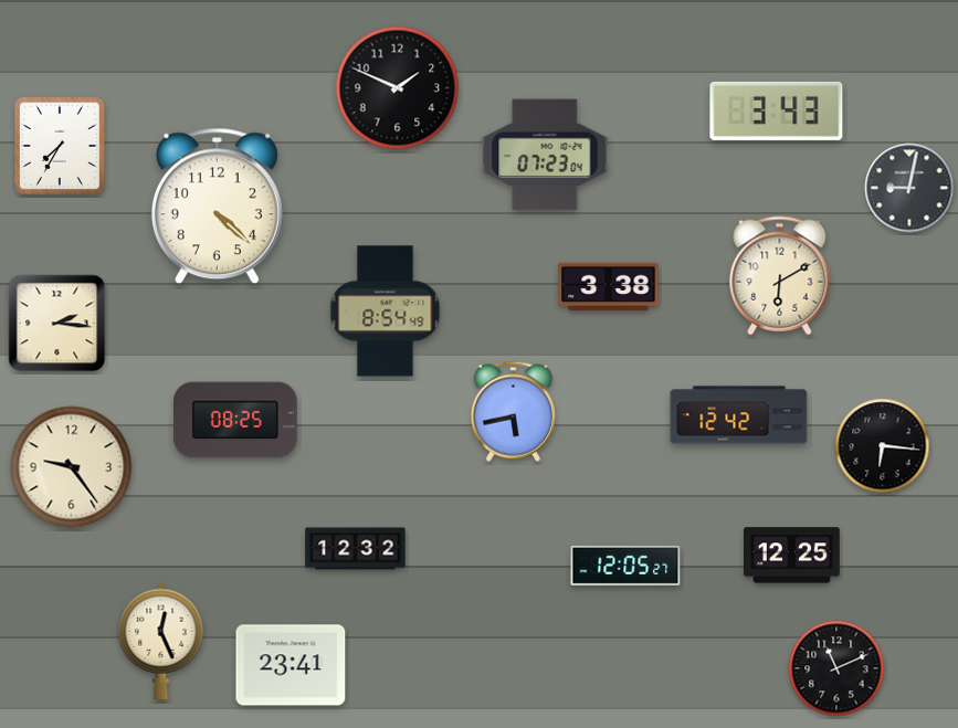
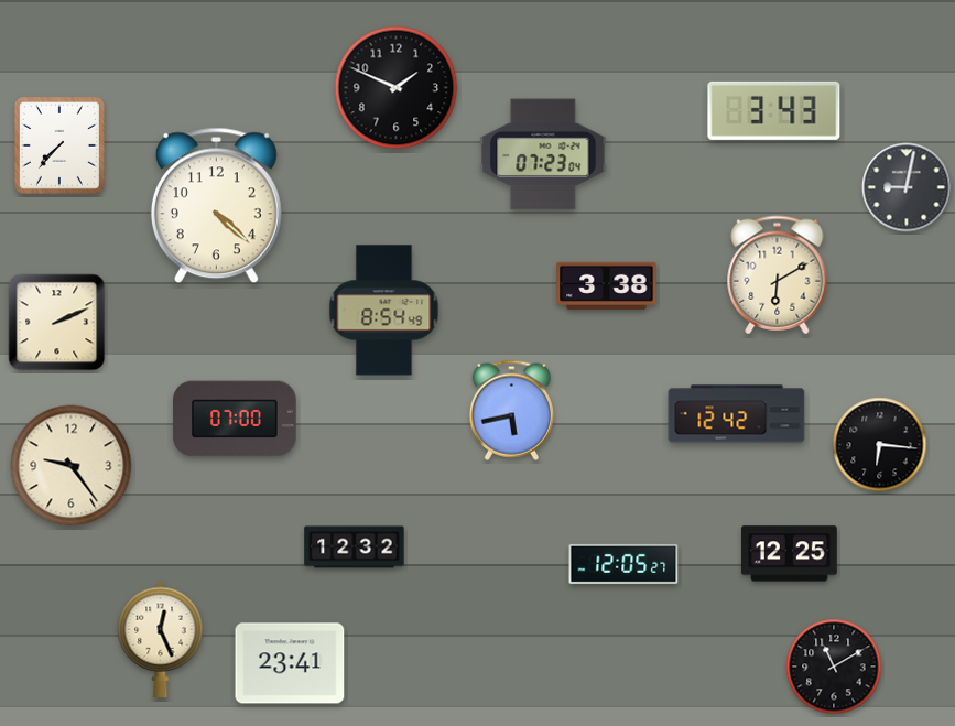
clock at (60, 146): 7:35 -> 7:37
clock at (57, 324): 2:16 -> 2:11
clock at (235, 420): 08:25 -> 07:00
clock at (836, 668): 11:11 -> 11:10
